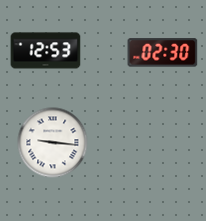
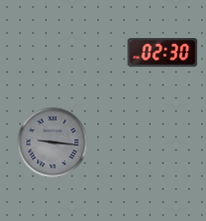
clock at (46, 51): 12:53 -> none
clock at (53, 143) dial: white -> grey
